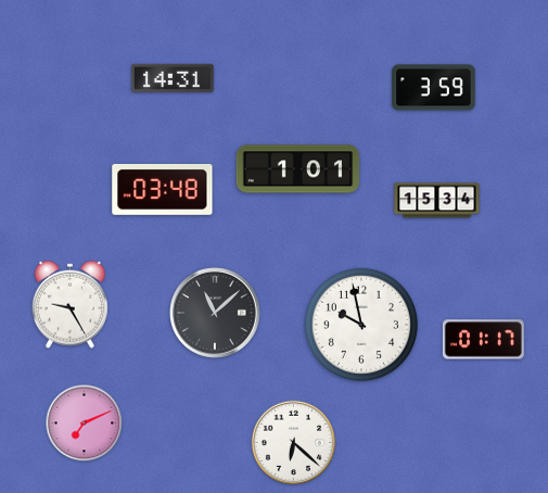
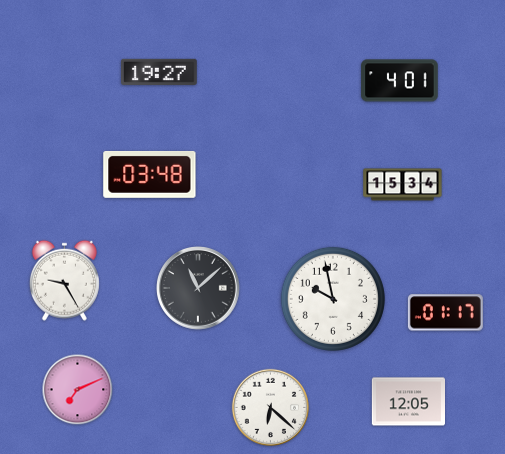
clock at (174, 78): 14:31 -> 19:27
clock at (434, 88): 3:59 -> 4:01
clock at (298, 169): 1:01 -> none
clock at (408, 402): none -> 12:05
